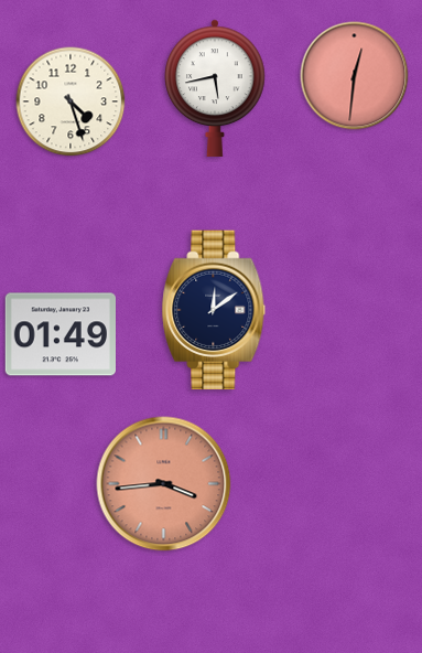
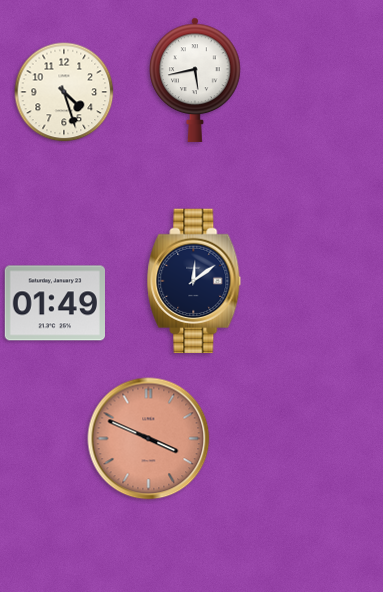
clock at (355, 76): 12:31 -> none
clock at (164, 484): 3:44 -> 3:49
